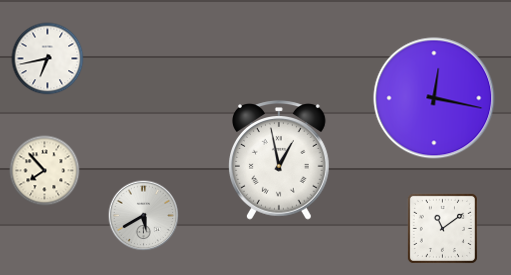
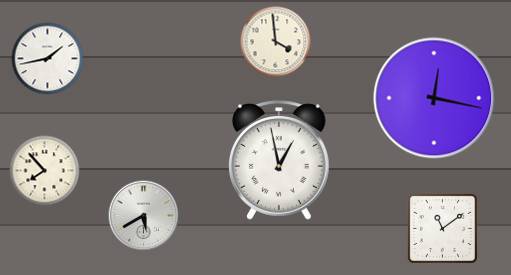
clock at (276, 42): none -> 3:59
clock at (48, 59): 6:43 -> 1:43
